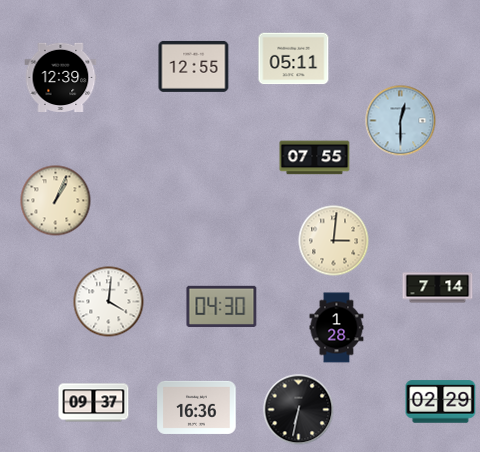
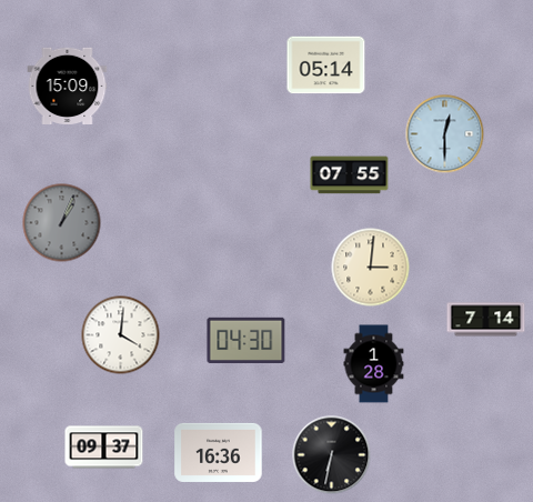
clock at (294, 59): 05:11 -> 05:14
clock at (194, 66): 12:55 -> none
clock at (61, 77): 12:39 -> 15:09
clock at (56, 201) dial: cream -> grey
clock at (441, 402): 02:29 -> none
